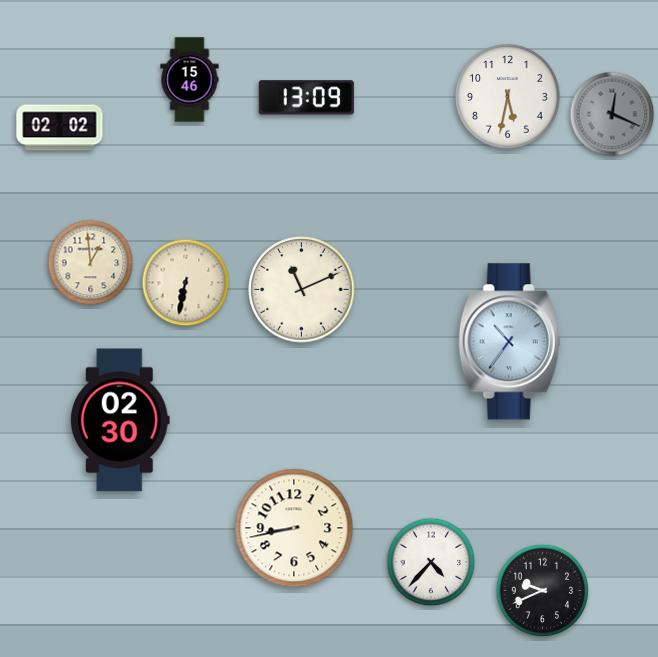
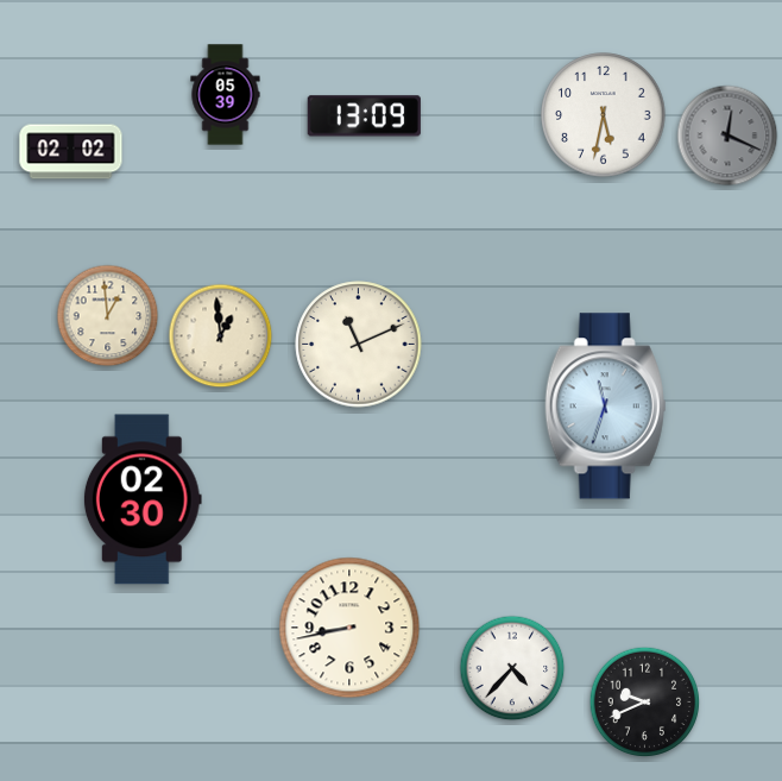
clock at (190, 80): 15:46 -> 05:39
clock at (91, 263) position: (91, 263) -> (108, 316)
clock at (186, 283): 6:32 -> 12:59
clock at (510, 342): 10:36 -> 11:33
